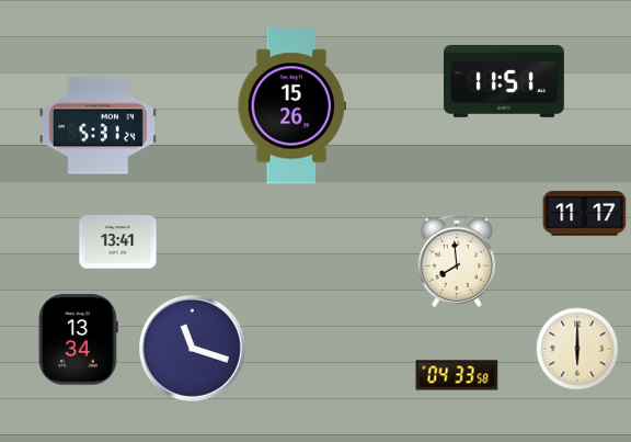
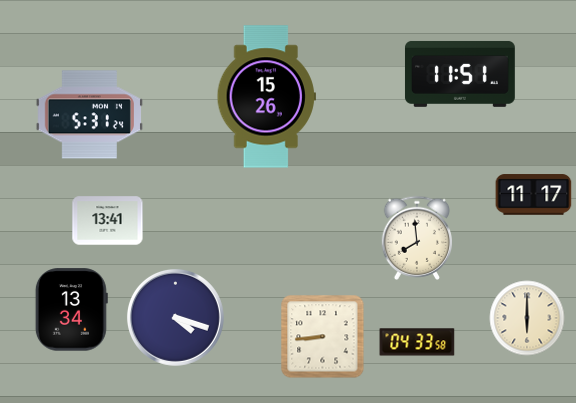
clock at (192, 348): 11:18 -> 4:18
clock at (323, 337): none -> 8:44
